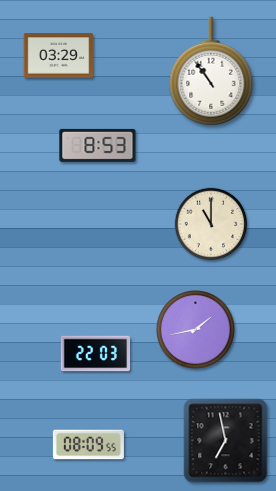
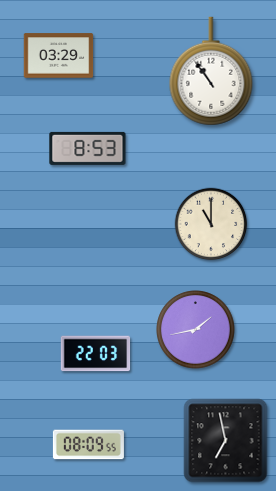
clock at (98, 145) position: (98, 145) -> (88, 148)
